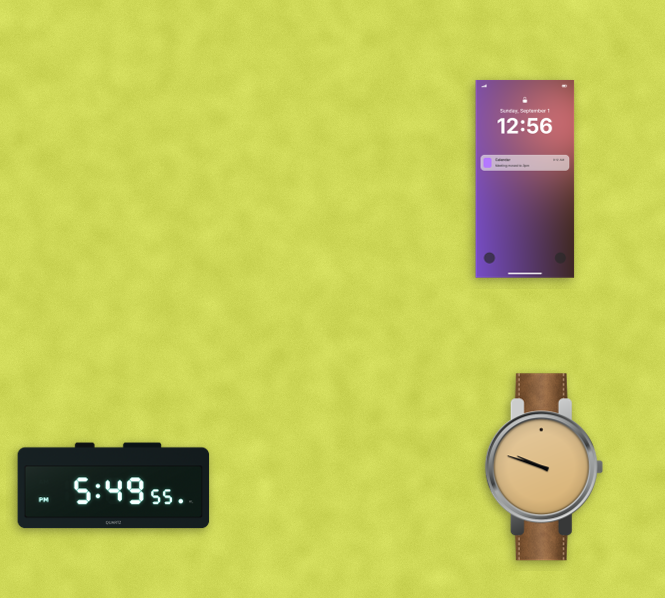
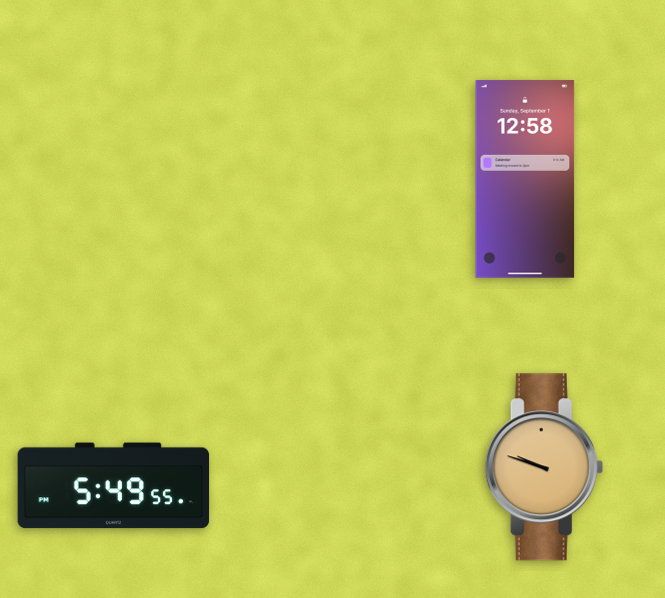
clock at (525, 179): 12:56 -> 12:58
